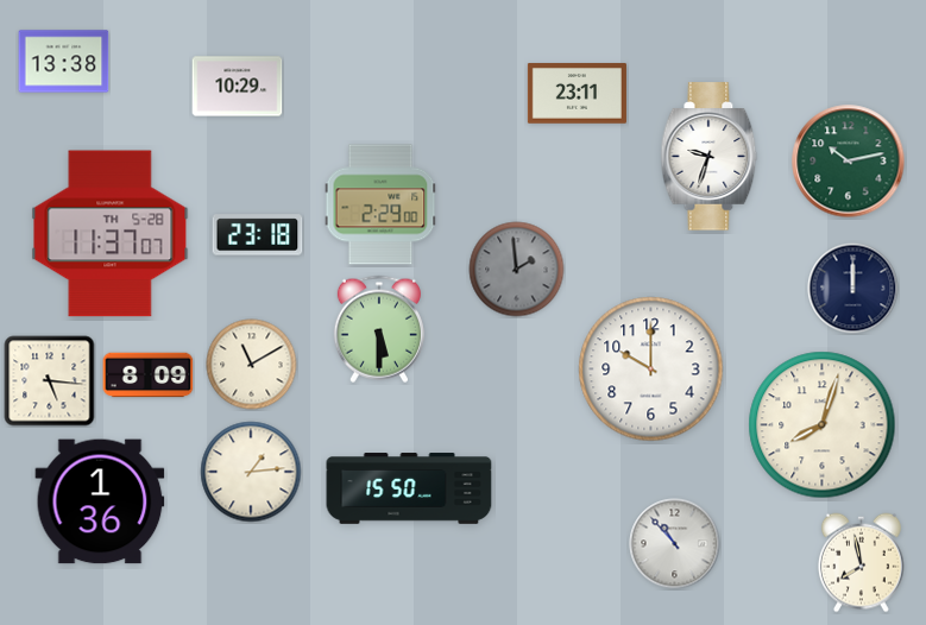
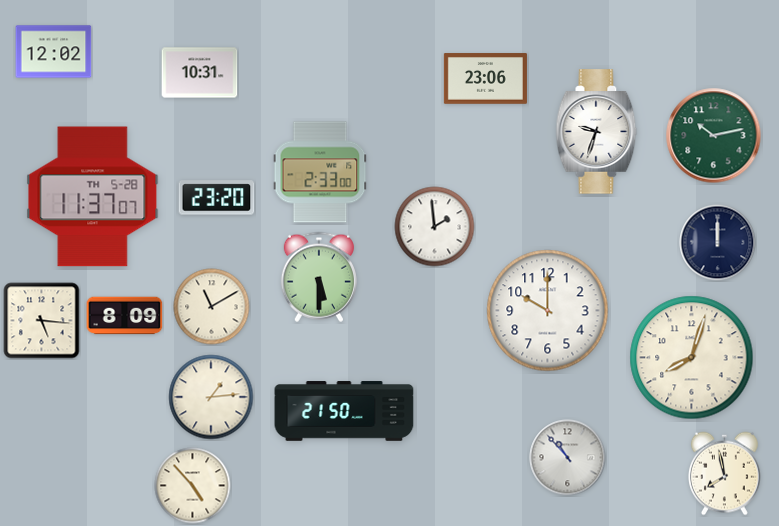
clock at (64, 62): 13:38 -> 12:02
clock at (238, 87): 10:29 -> 10:31
clock at (577, 94): 23:11 -> 23:06
clock at (380, 204): 2:29 -> 2:33
clock at (258, 235): 23:18 -> 23:20
clock at (517, 270) dial: grey -> white
clock at (409, 488): 15:50 -> 21:50
clock at (100, 501): 1:36 -> none
clock at (193, 486): none -> 4:53
